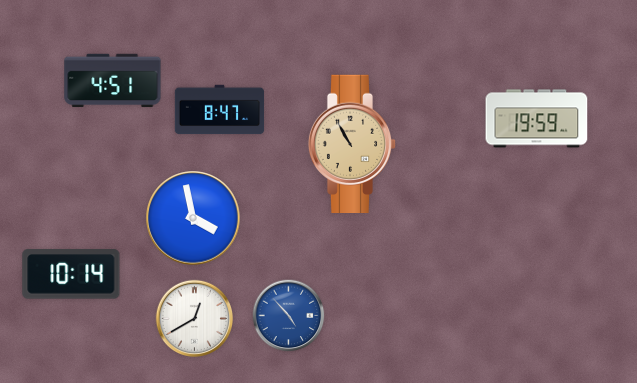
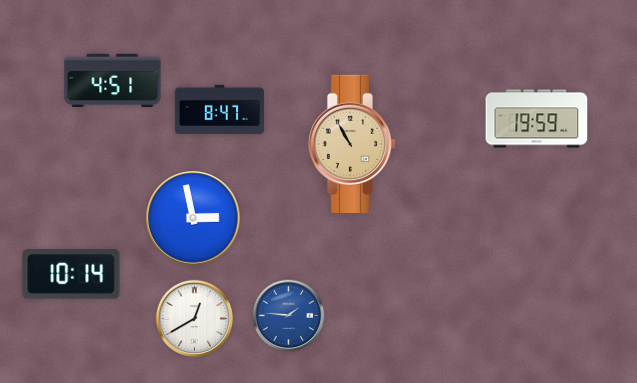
clock at (193, 218): 3:58 -> 2:58
clock at (289, 316): 4:53 -> 1:46
